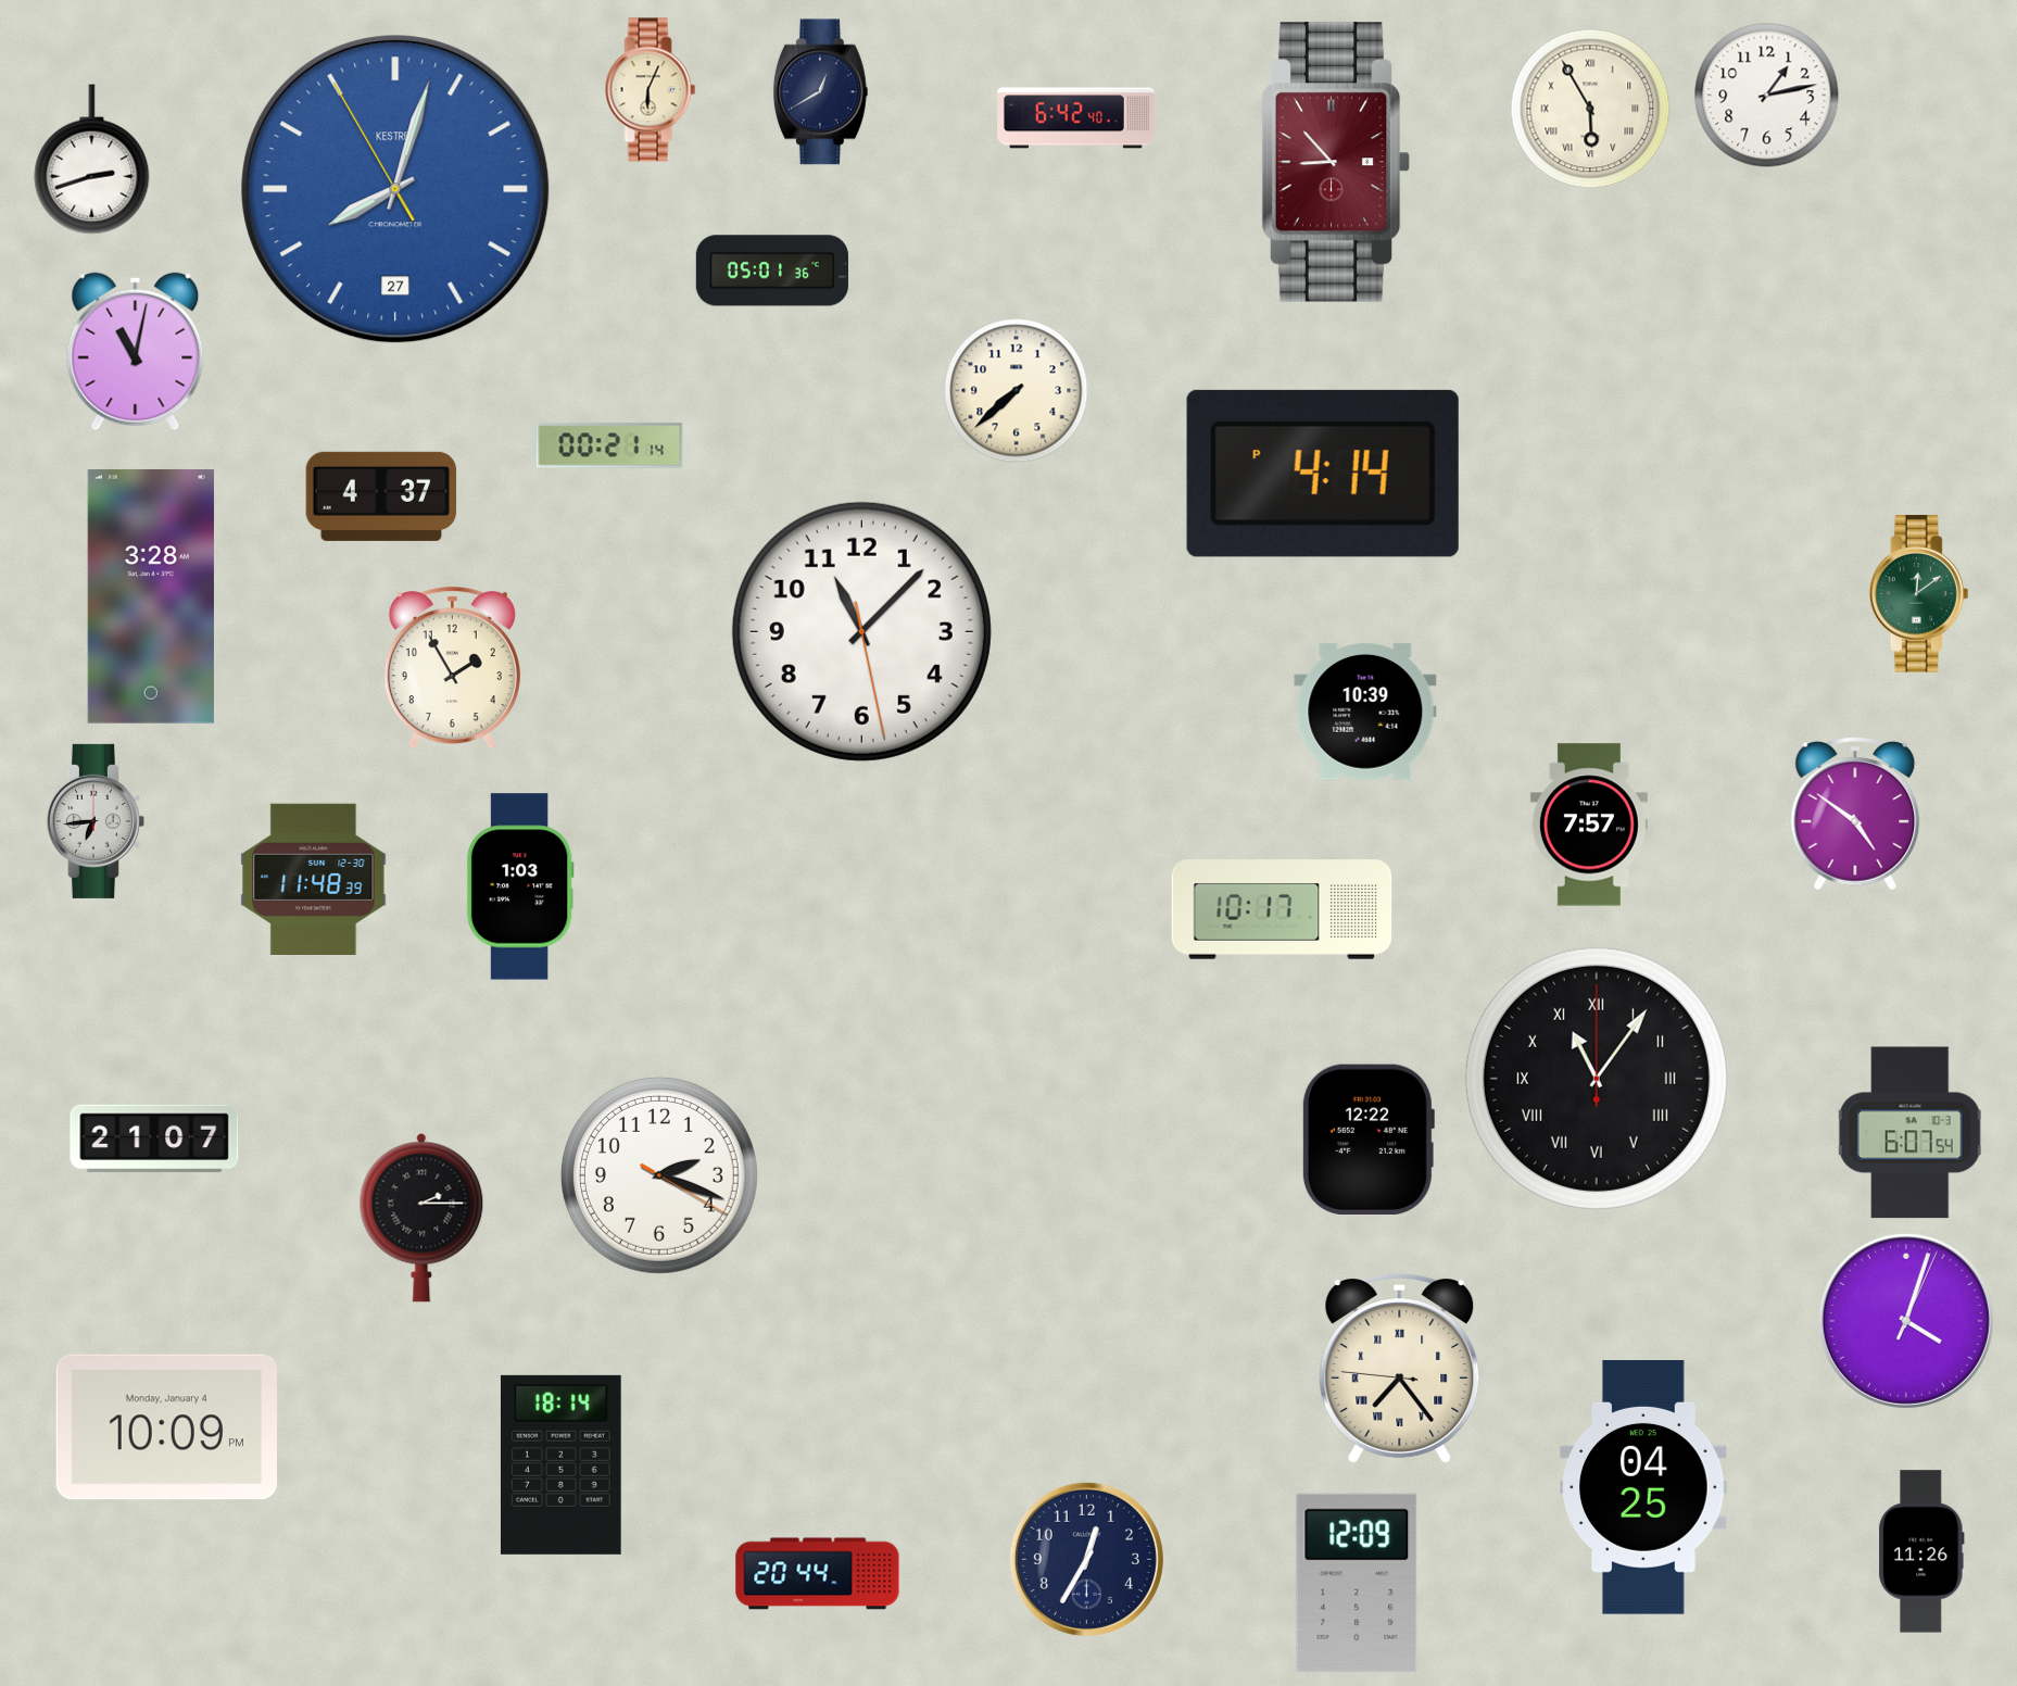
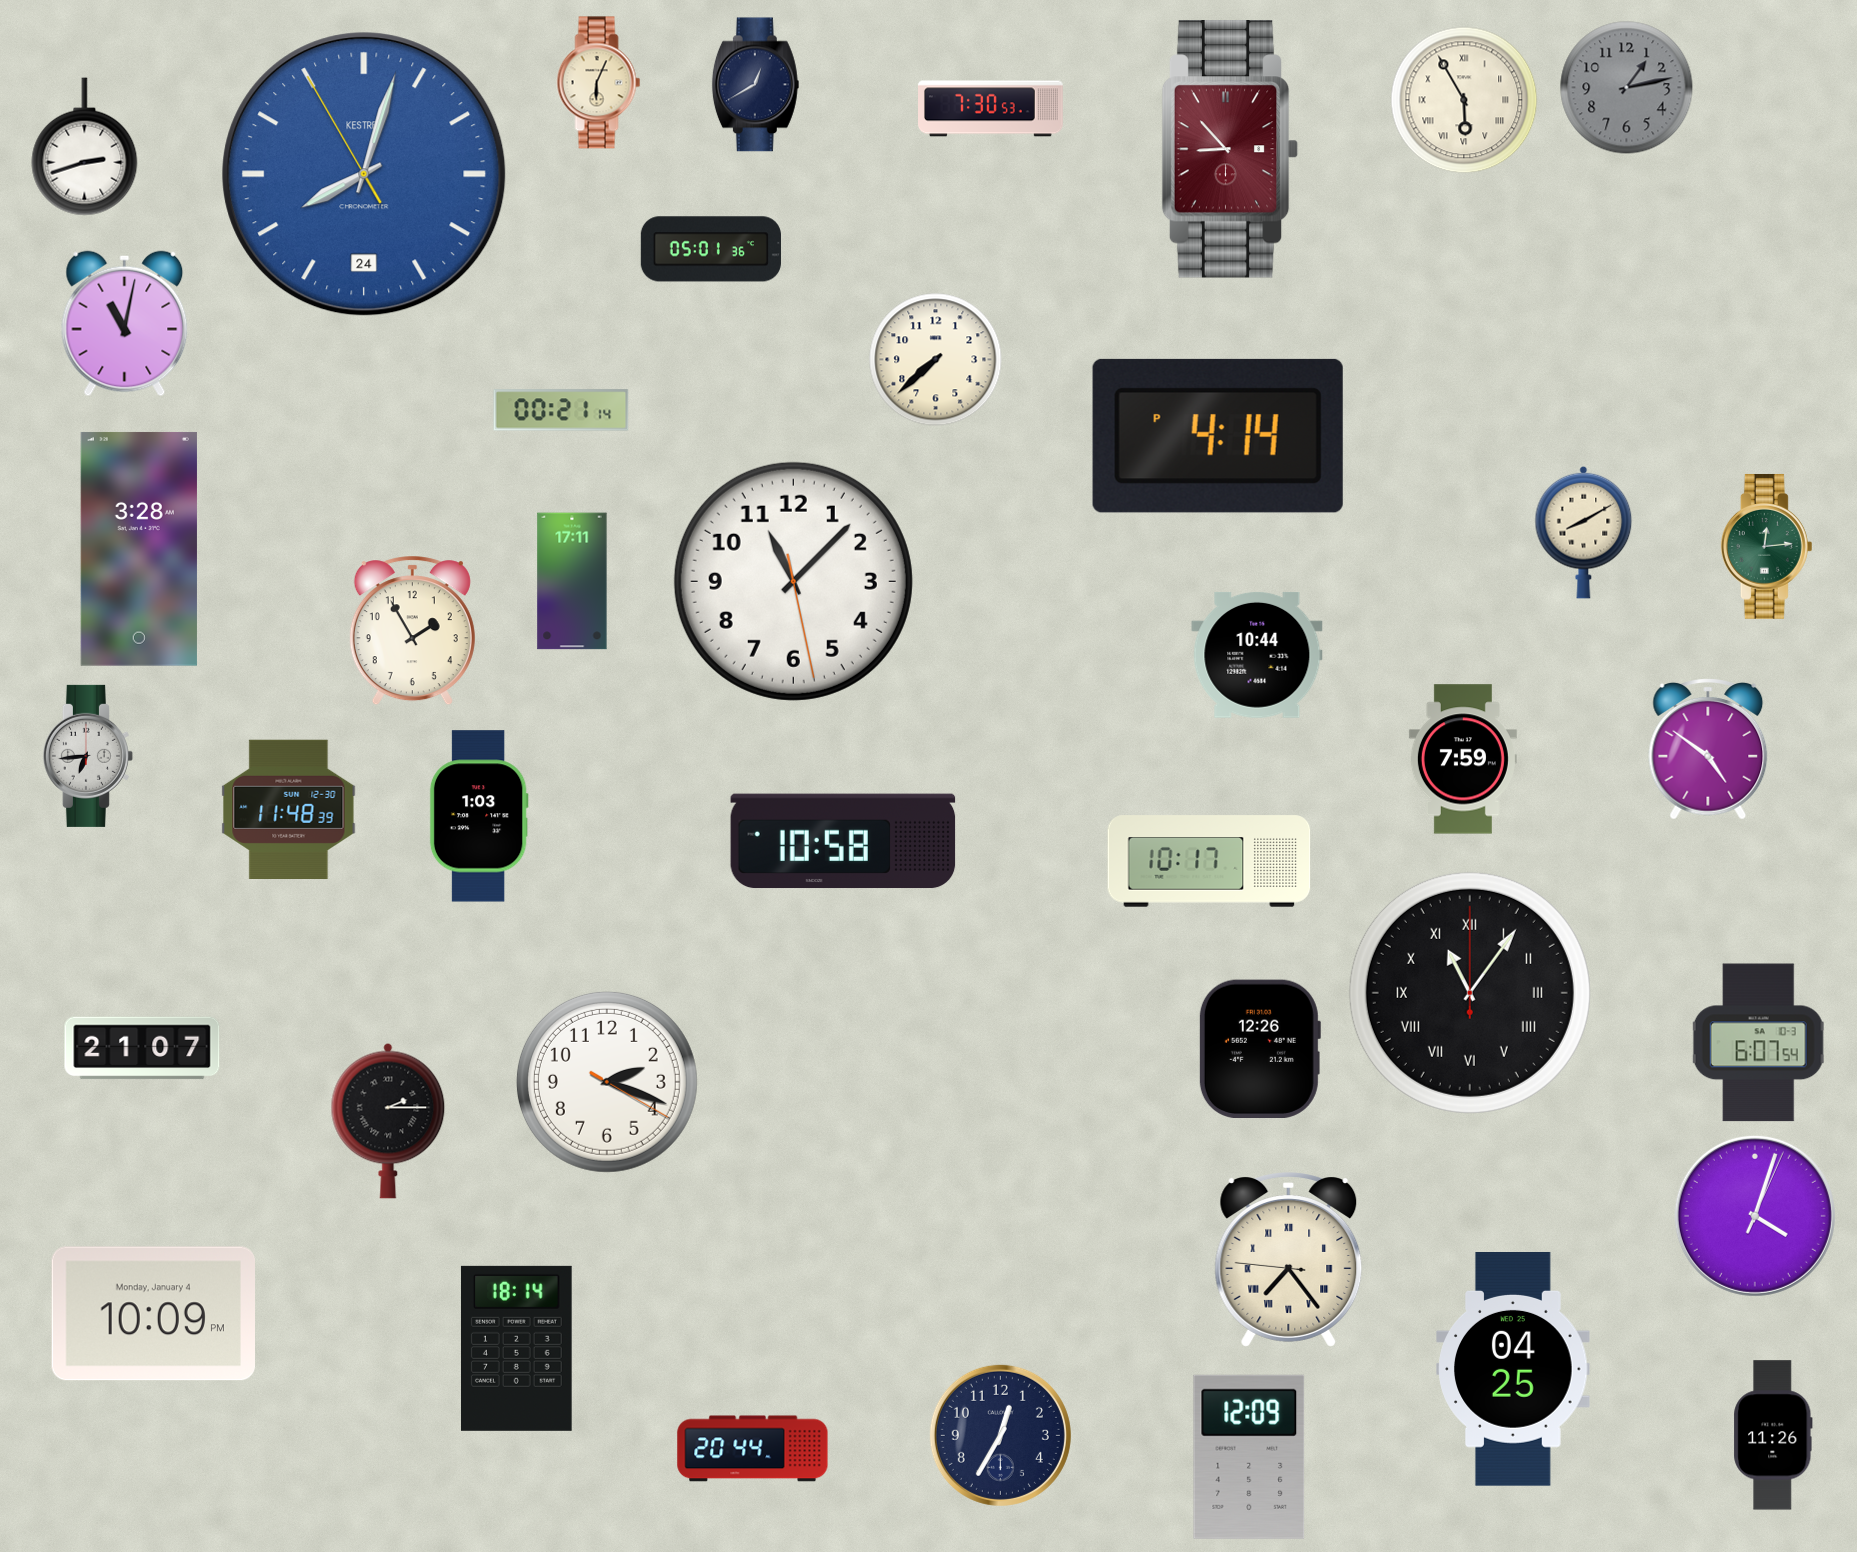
clock at (1767, 96) dial: white -> grey
clock at (1076, 118): 6:42 -> 7:30
clock at (395, 189) date: 27 -> 24
clock at (381, 496): 4:37 -> none
clock at (1584, 532): none -> 8:10
clock at (1918, 593): 12:09 -> 12:14
clock at (572, 581): none -> 17:11
clock at (452, 668) position: (452, 668) -> (412, 631)
clock at (1365, 712): 10:39 -> 10:44
clock at (1589, 825): 7:57 -> 7:59
clock at (1282, 909) position: (1282, 909) -> (1209, 861)
clock at (843, 841): none -> 10:58
clock at (1367, 1138): 12:22 -> 12:26
clock at (1921, 1551) position: (1921, 1551) -> (1773, 1435)
